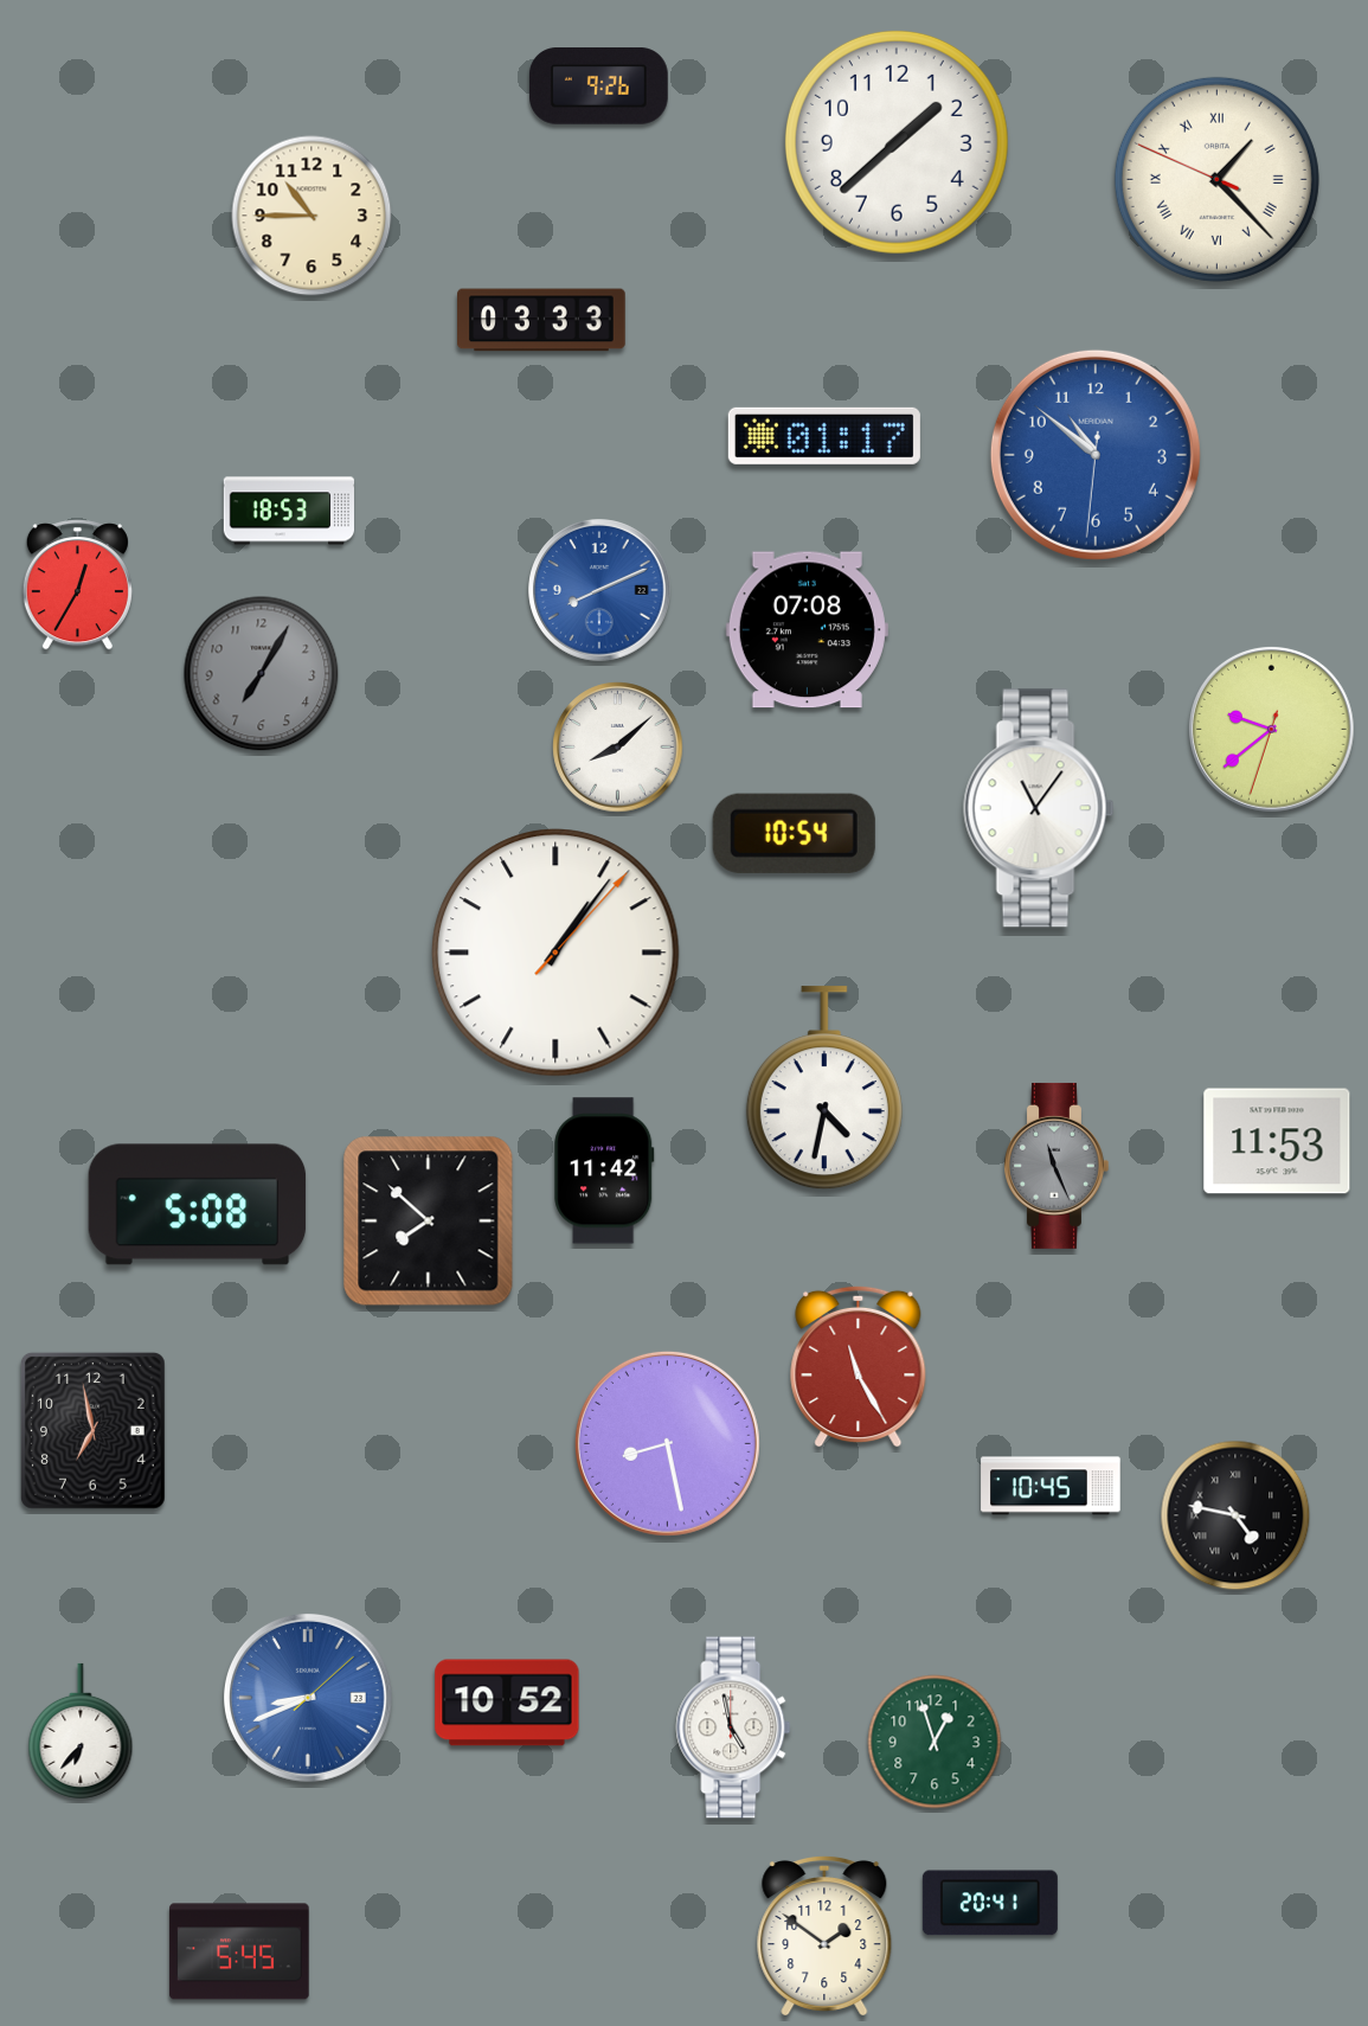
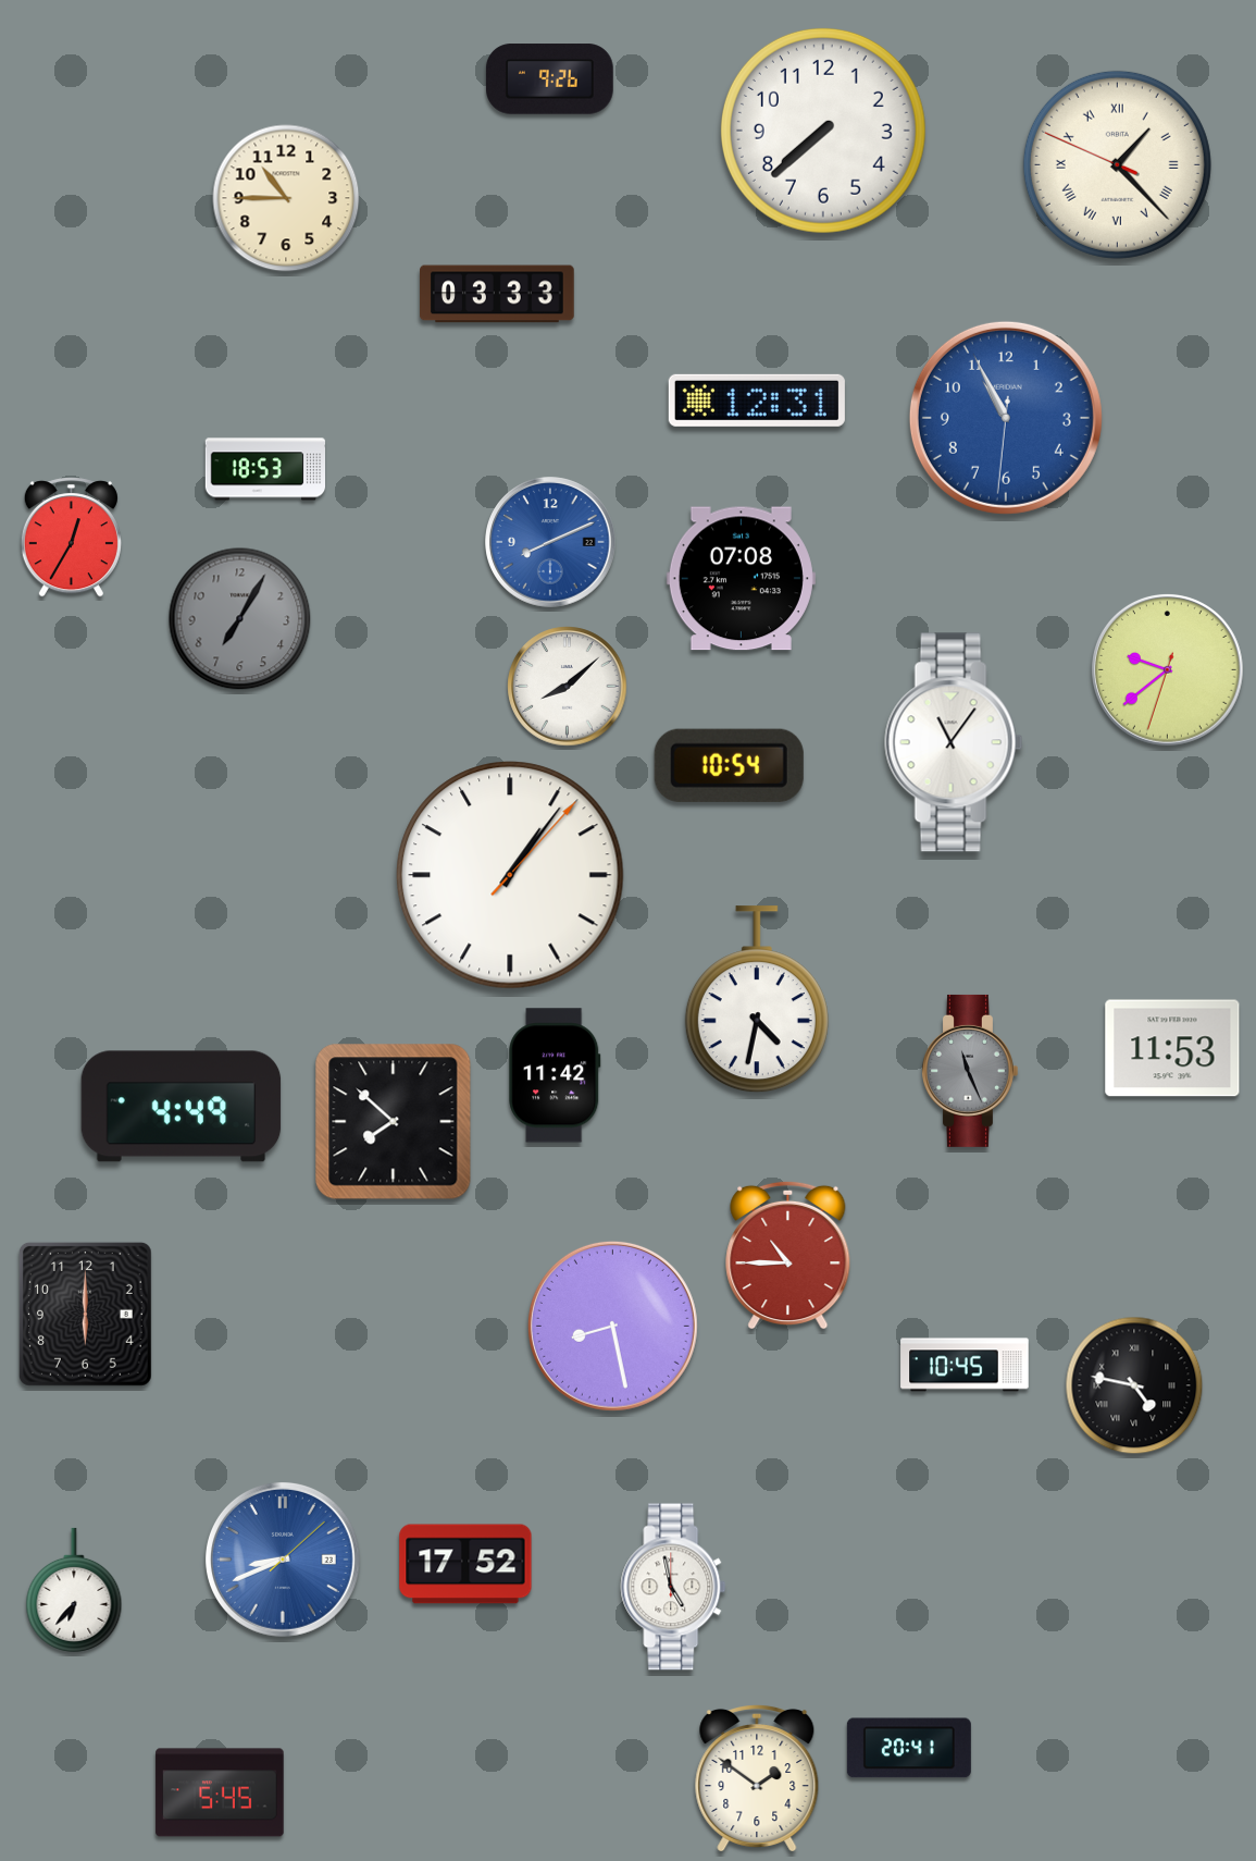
clock at (897, 142): 1:38 -> 7:38
clock at (824, 436): 01:17 -> 12:31
clock at (1096, 455): 10:51 -> 10:55
clock at (198, 1205): 5:08 -> 4:49
clock at (859, 1366): 11:25 -> 10:45
clock at (92, 1430): 6:58 -> 6:00
clock at (1235, 1515) position: (1235, 1515) -> (1134, 1385)
clock at (507, 1703): 10:52 -> 17:52
clock at (935, 1742): 12:57 -> none
